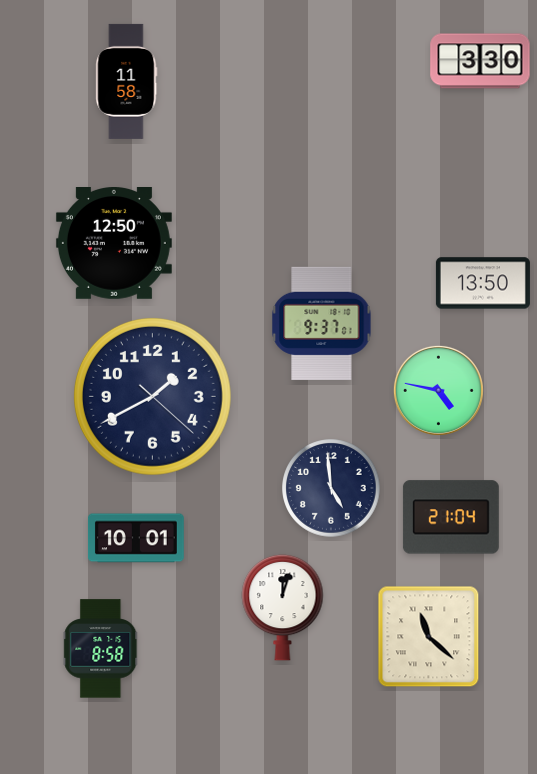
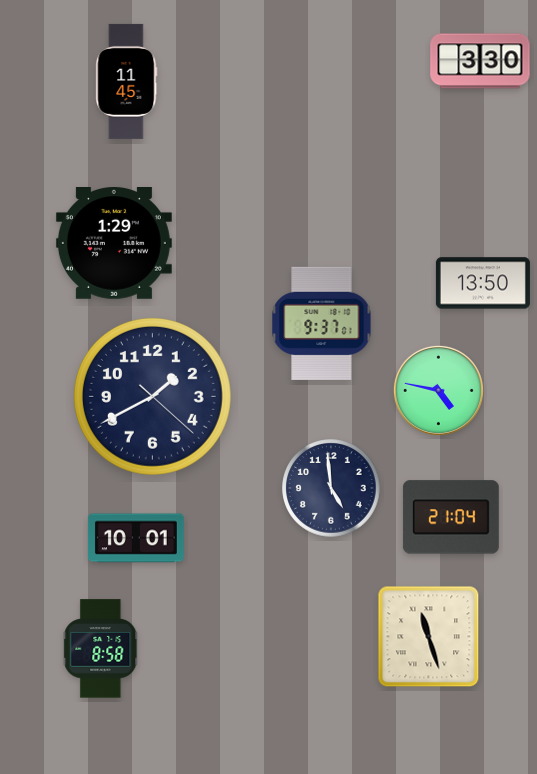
clock at (127, 81): 11:58 -> 11:45
clock at (114, 244): 12:50 -> 1:29
clock at (283, 607): 12:03 -> none
clock at (429, 637): 11:22 -> 11:27
